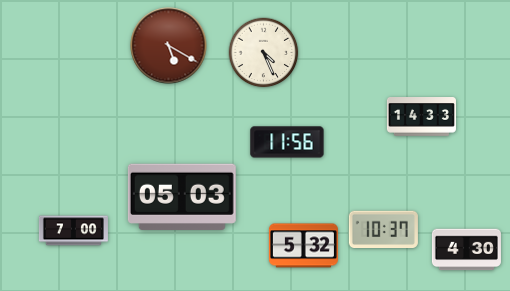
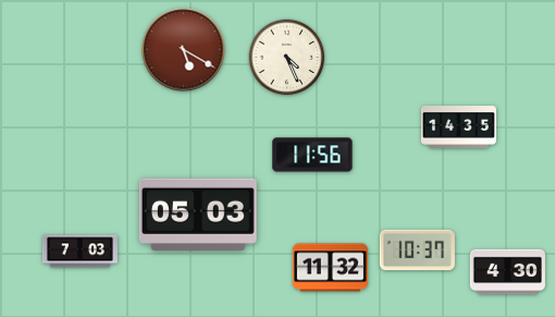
clock at (421, 117): 14:33 -> 14:35
clock at (73, 231): 7:00 -> 7:03
clock at (303, 246): 5:32 -> 11:32
